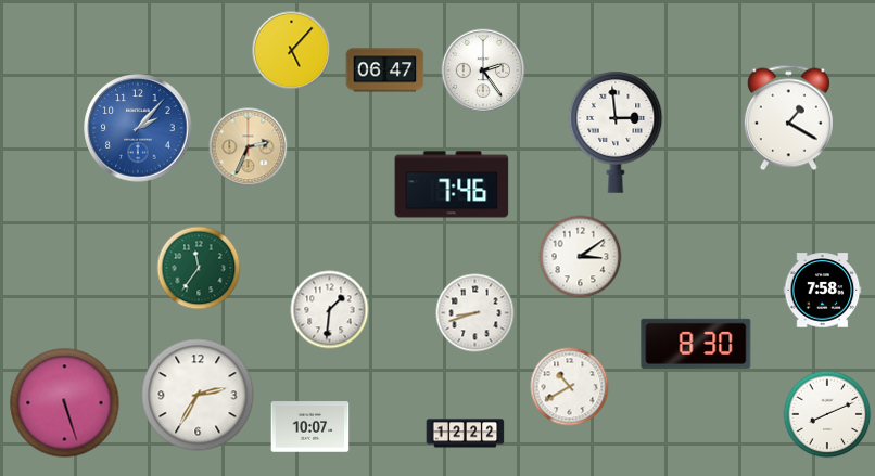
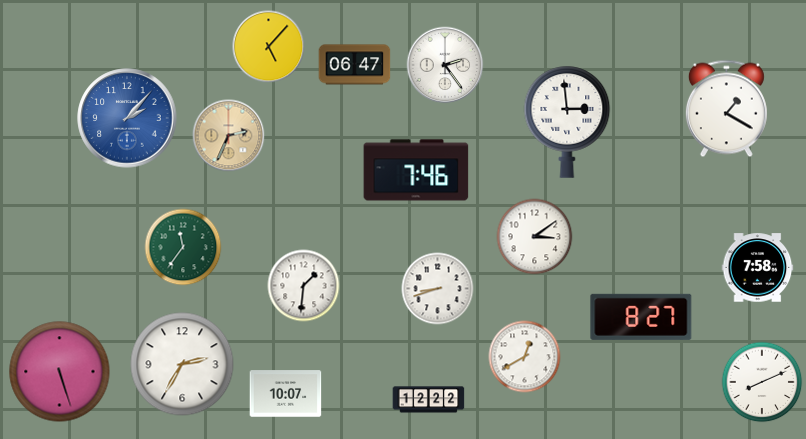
clock at (696, 344): 8:30 -> 8:27
clock at (570, 387): 10:40 -> 12:40
